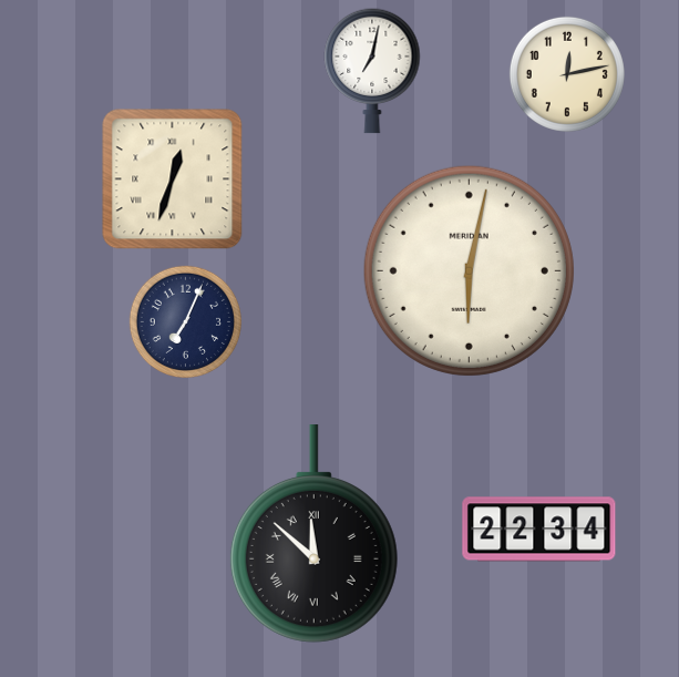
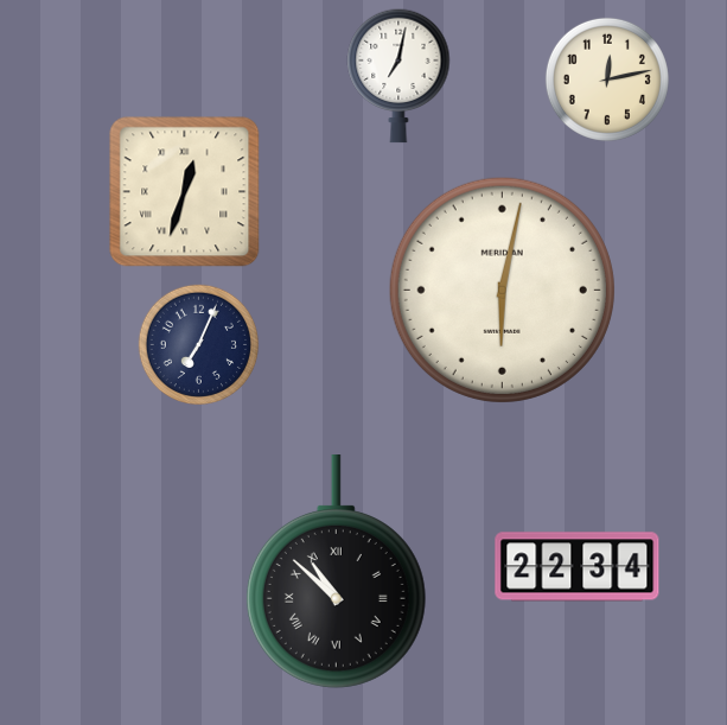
clock at (313, 534): 11:52 -> 10:52
